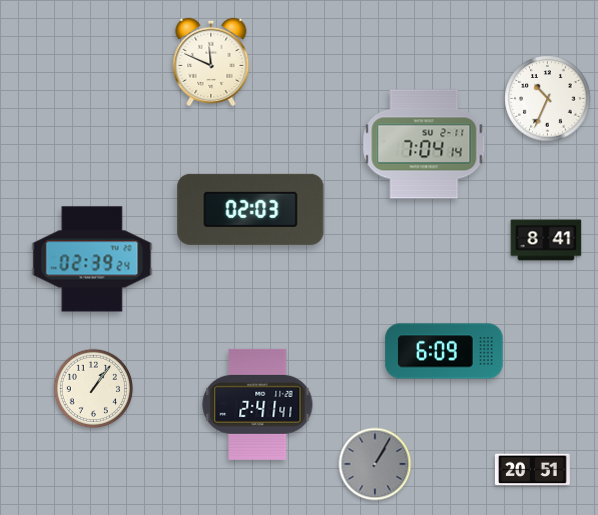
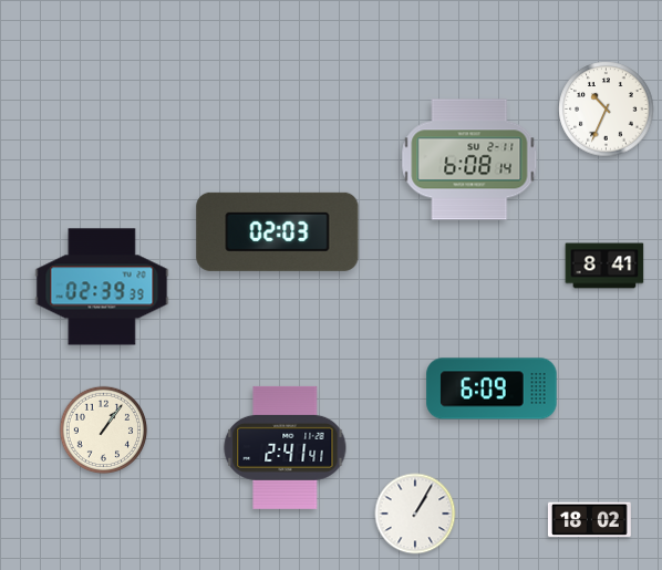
clock at (211, 62): 11:49 -> none
clock at (424, 144): 7:04 -> 6:08
clock at (92, 259): 02:39:24 -> 02:39:39
clock at (375, 464) dial: grey -> white
clock at (532, 470): 20:51 -> 18:02
